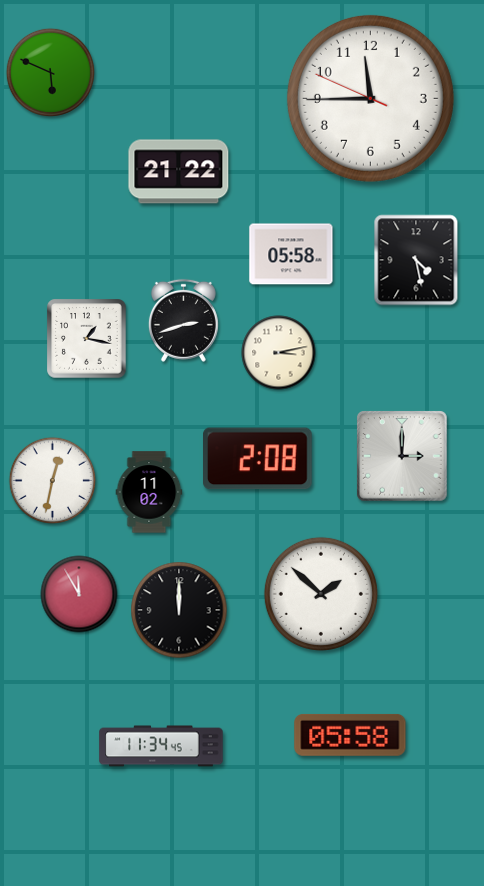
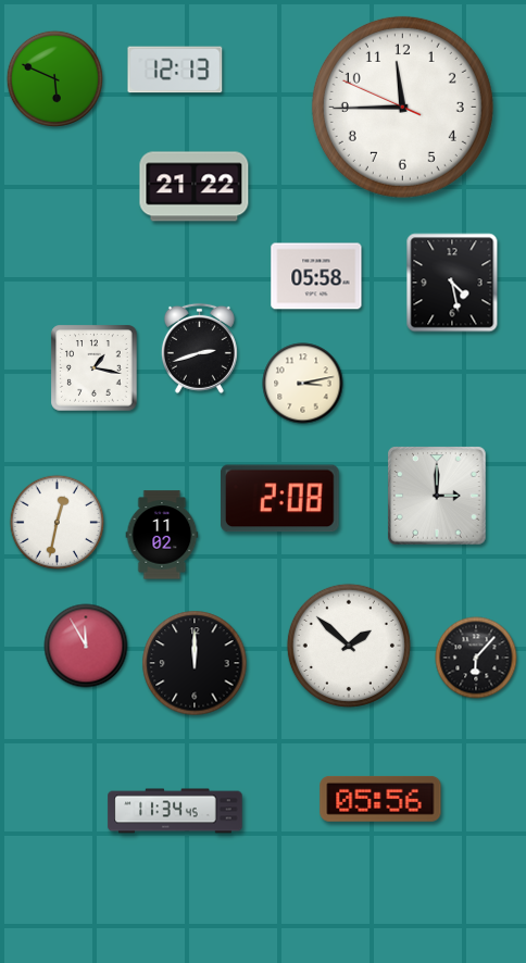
clock at (175, 70): none -> 12:13
clock at (476, 658): none -> 6:07
clock at (350, 735): 05:58 -> 05:56
